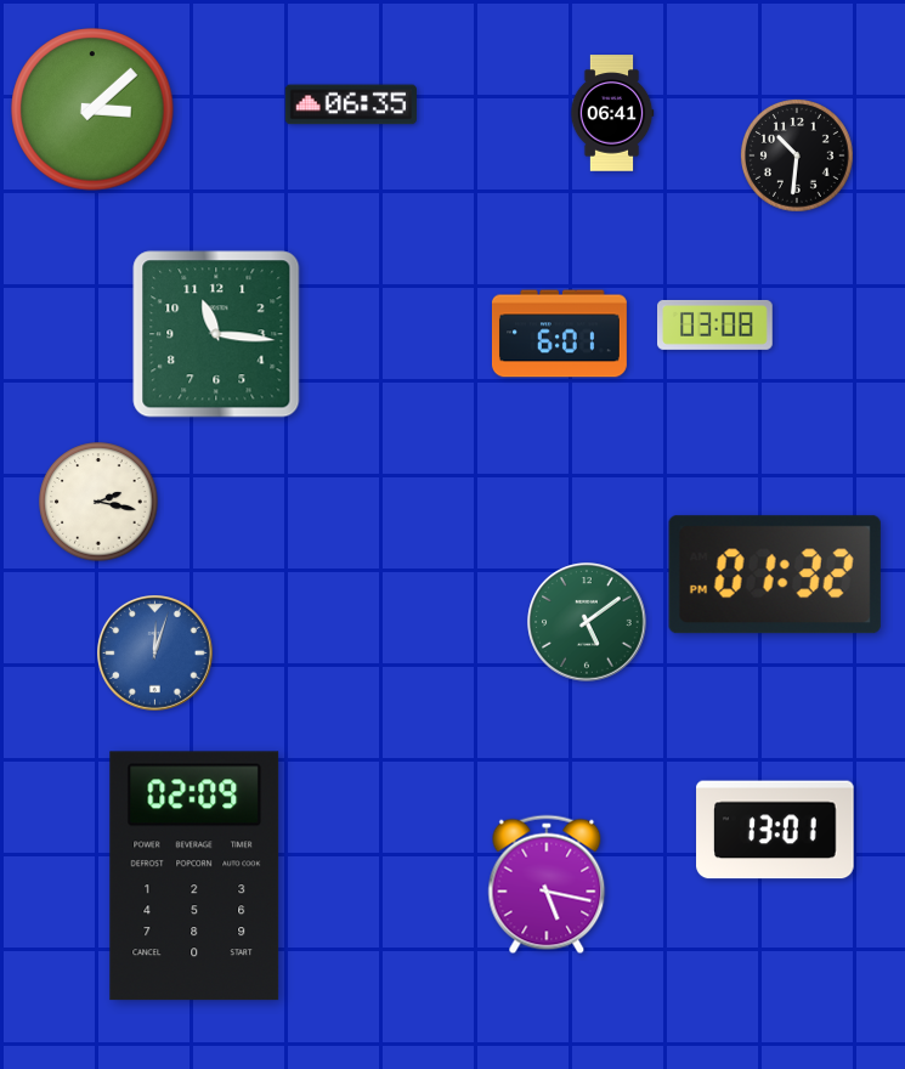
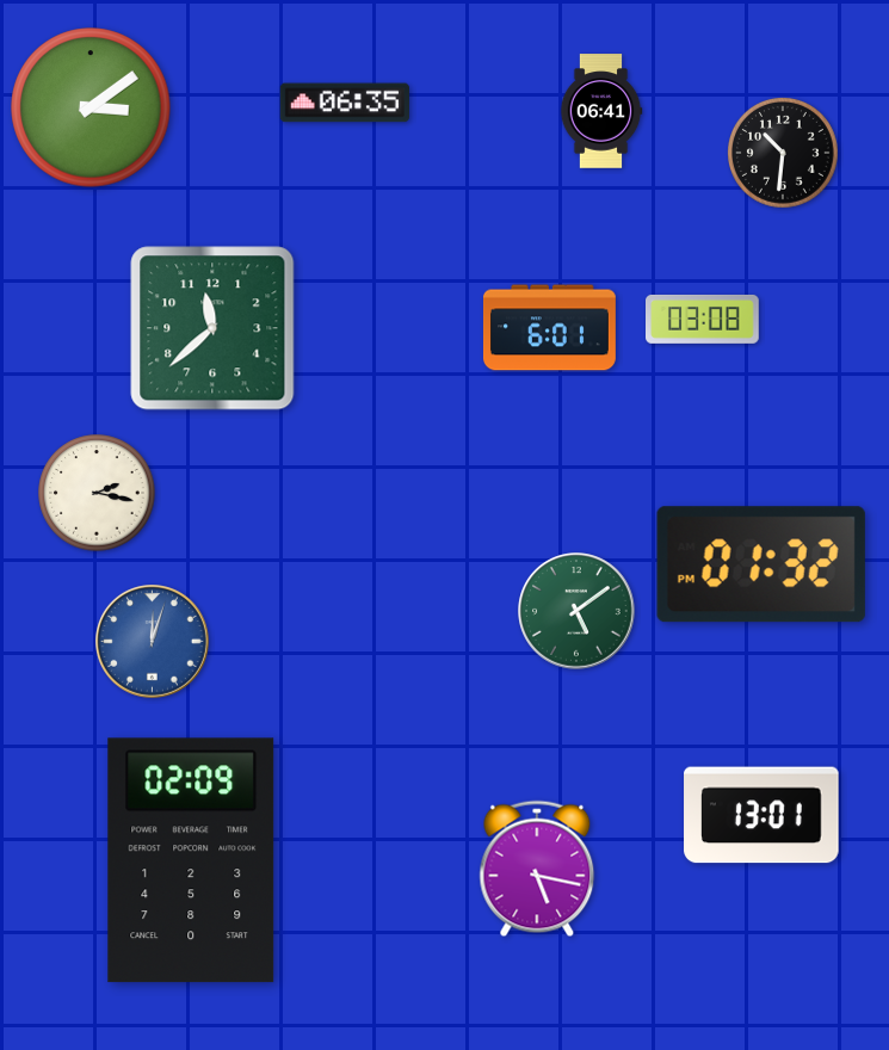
clock at (92, 109): 3:08 -> 3:09
clock at (216, 334): 11:16 -> 11:38
